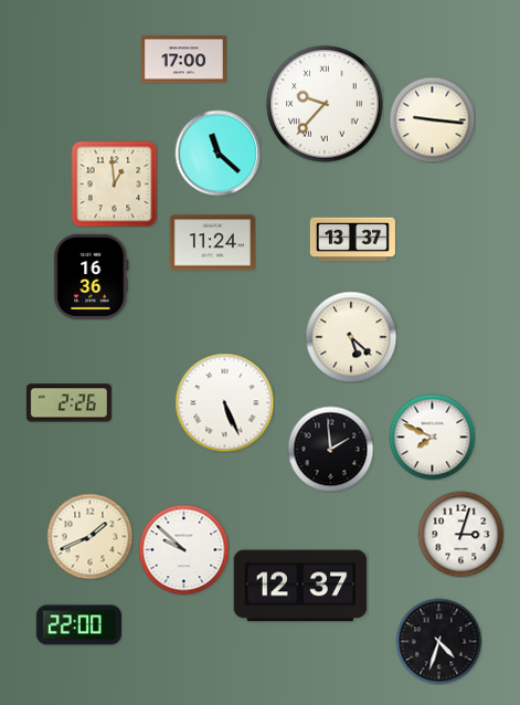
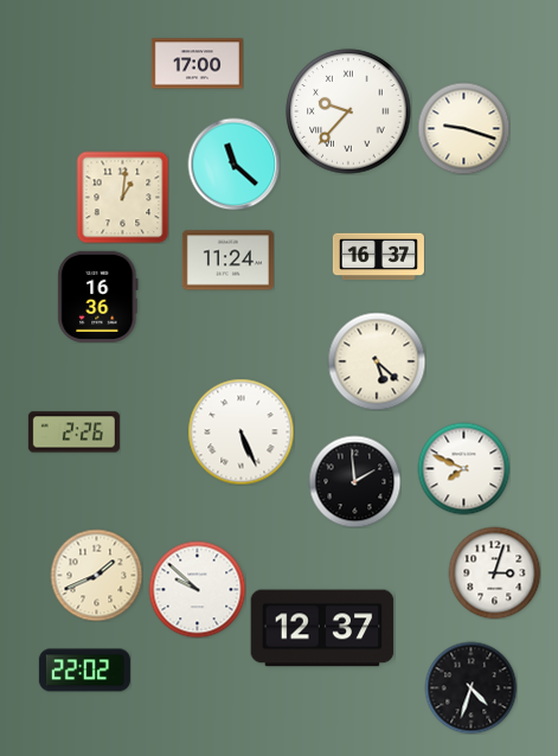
clock at (432, 119): 9:16 -> 9:18
clock at (114, 183): 12:59 -> 1:01
clock at (352, 240): 13:37 -> 16:37
clock at (78, 625): 22:00 -> 22:02
